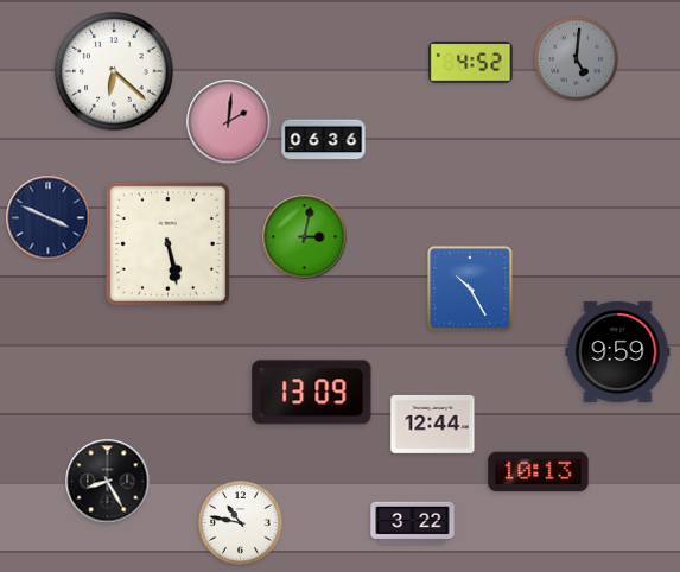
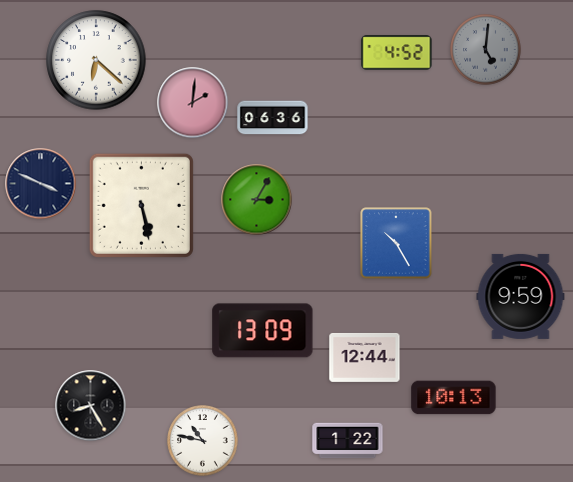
clock at (305, 237): 3:02 -> 3:05
clock at (413, 523): 3:22 -> 1:22
